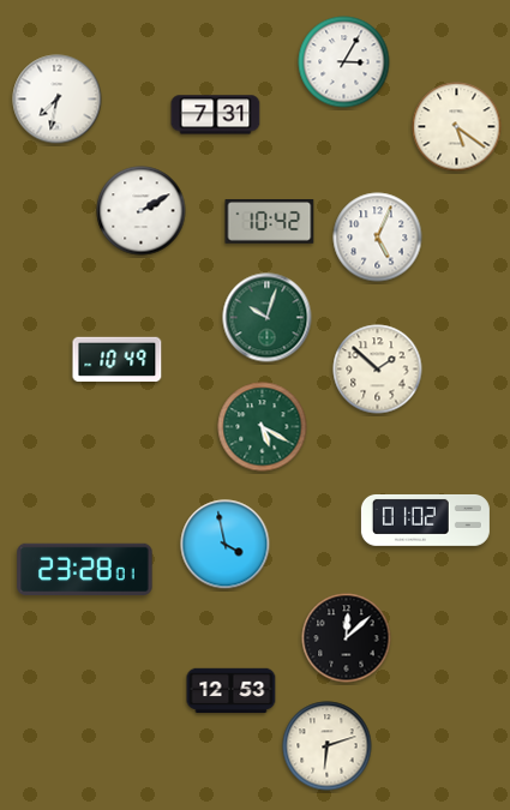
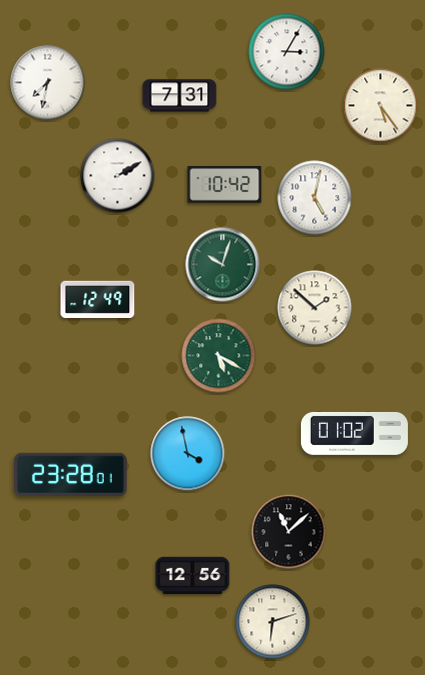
clock at (457, 127): 5:21 -> 5:24
clock at (378, 238): 5:04 -> 5:02
clock at (118, 359): 10:49 -> 12:49
clock at (347, 638): 12:08 -> 11:08
clock at (232, 691): 12:53 -> 12:56
